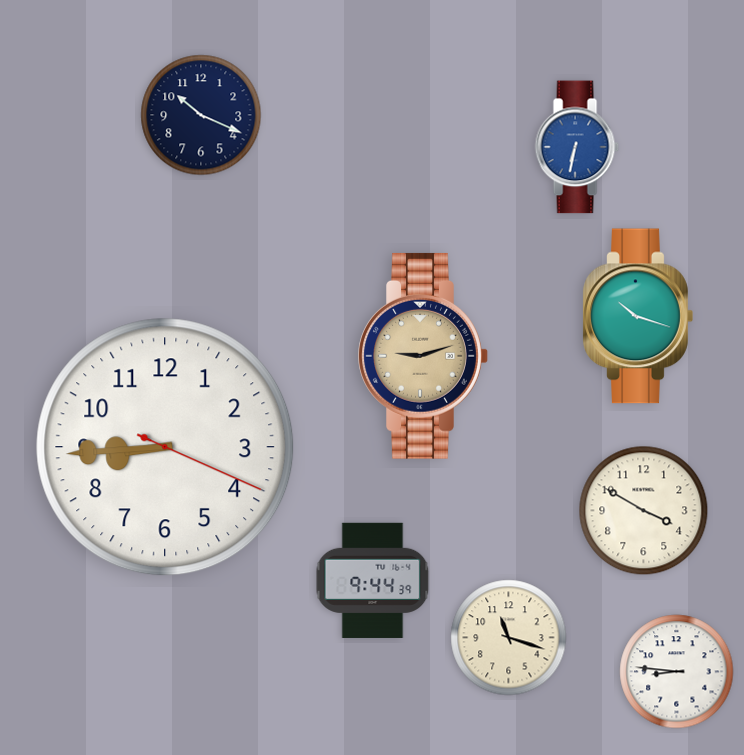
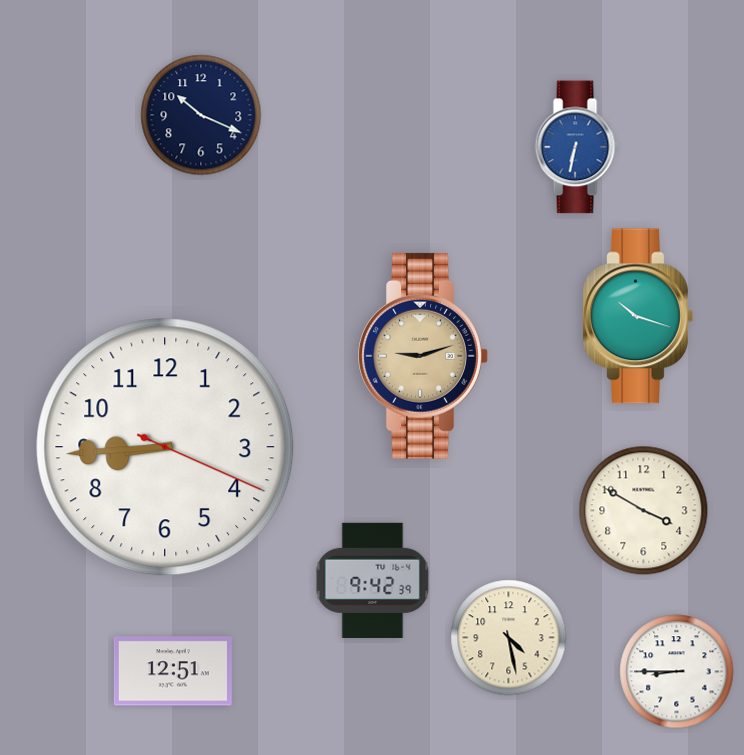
clock at (373, 580): 9:44 -> 9:42
clock at (509, 638): 11:18 -> 4:28
clock at (173, 671): none -> 12:51
clock at (677, 672): 8:46 -> 8:45
